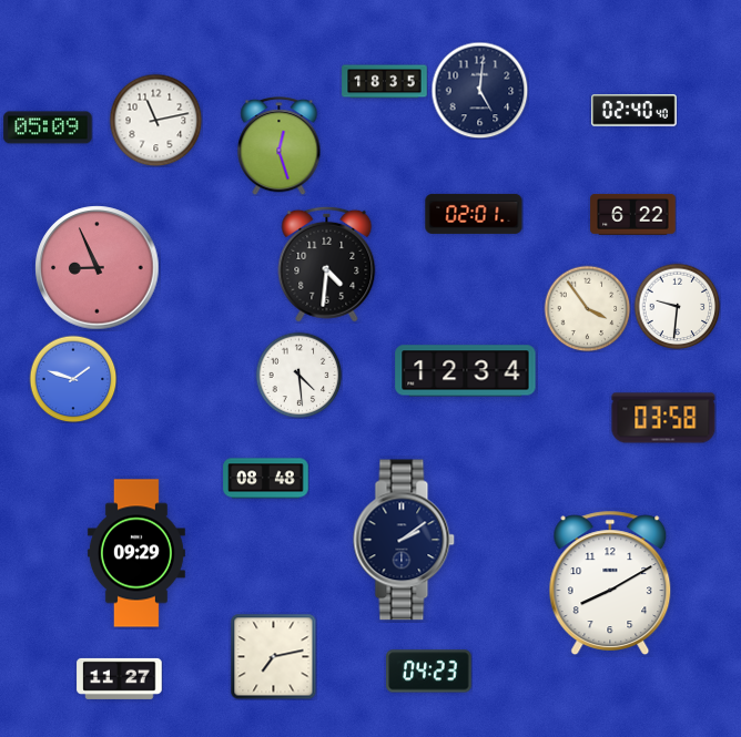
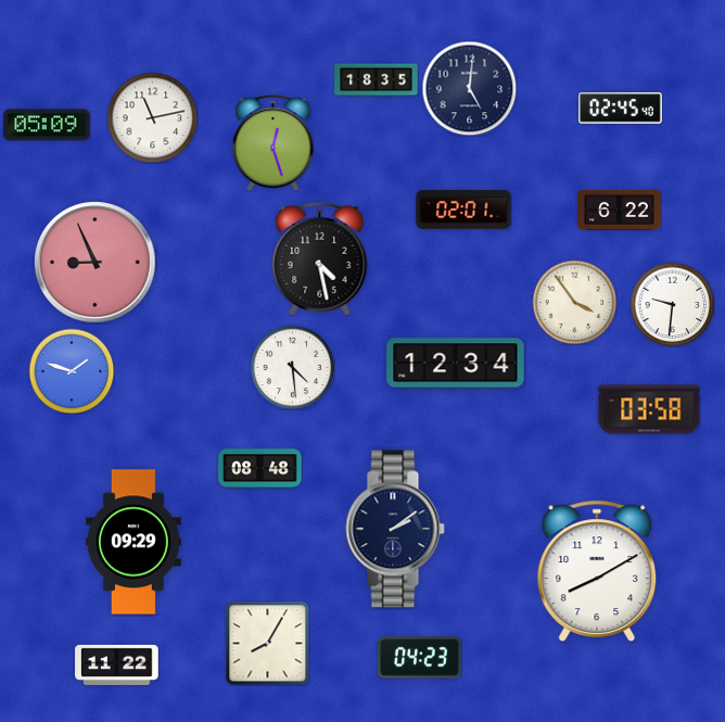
clock at (635, 111): 02:40 -> 02:45
clock at (327, 264): 4:31 -> 4:28
clock at (677, 306) position: (677, 306) -> (672, 304)
clock at (273, 656): 7:13 -> 8:05
clock at (120, 678): 11:27 -> 11:22
